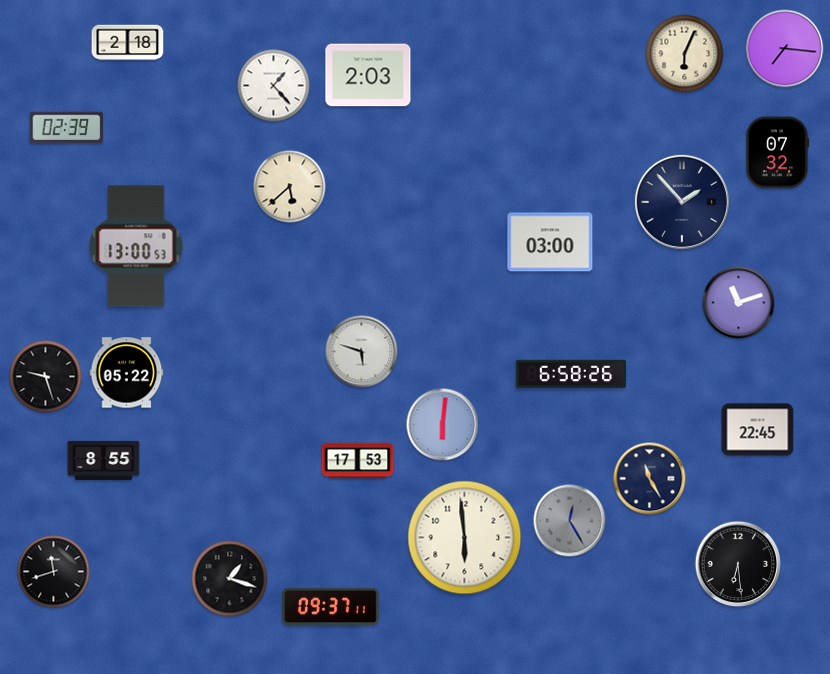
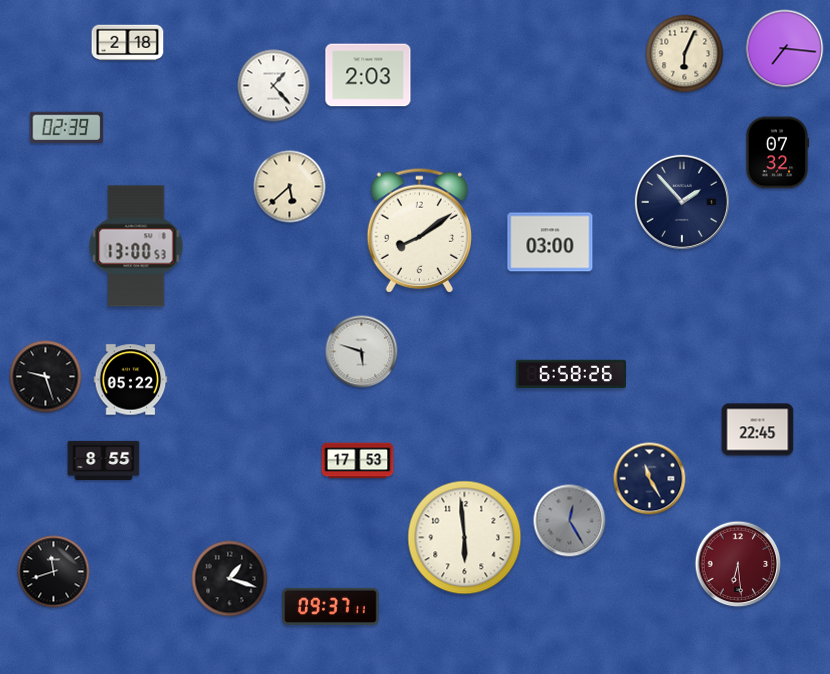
clock at (419, 230): none -> 8:09
clock at (739, 303): 11:12 -> none
clock at (127, 373) position: (127, 373) -> (131, 380)
clock at (443, 425): 6:01 -> none
clock at (738, 564) dial: black -> burgundy
